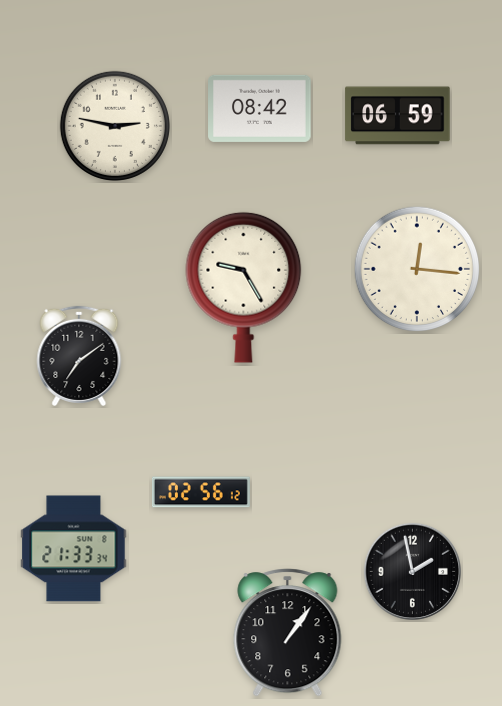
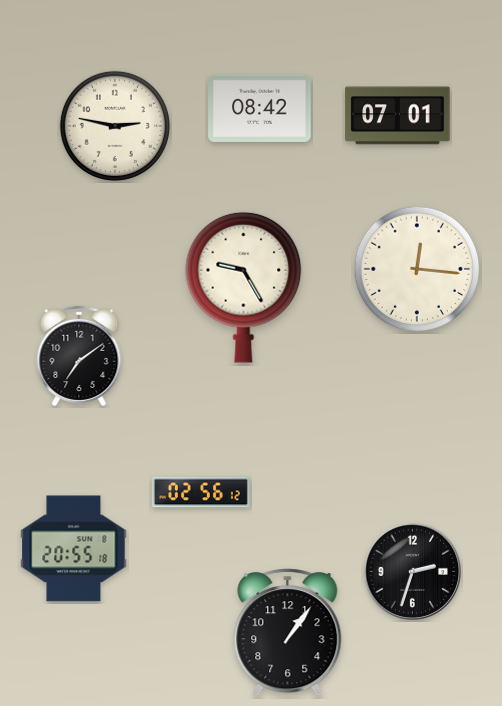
clock at (398, 116): 06:59 -> 07:01
clock at (74, 549): 21:33 -> 20:55
clock at (412, 571): 1:58 -> 2:33
